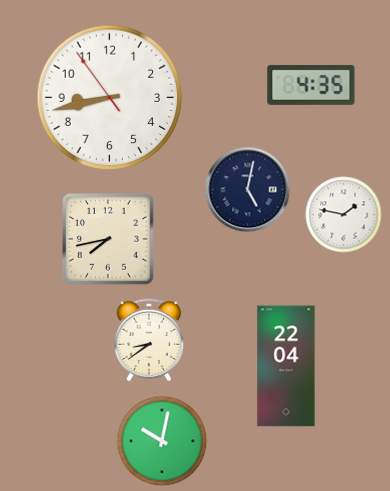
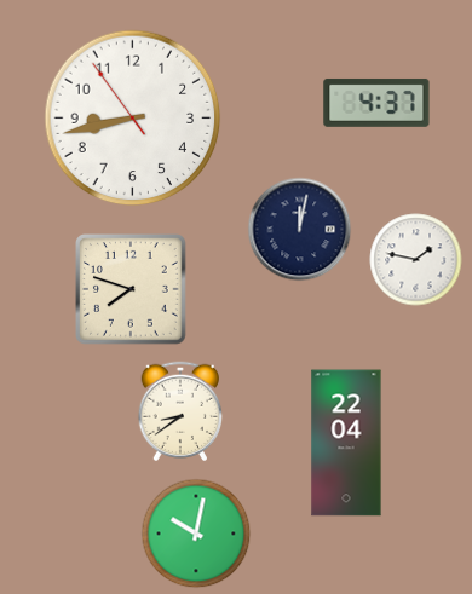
clock at (311, 85): 4:35 -> 4:37
clock at (248, 190): 5:02 -> 12:02
clock at (108, 239): 7:43 -> 7:48
